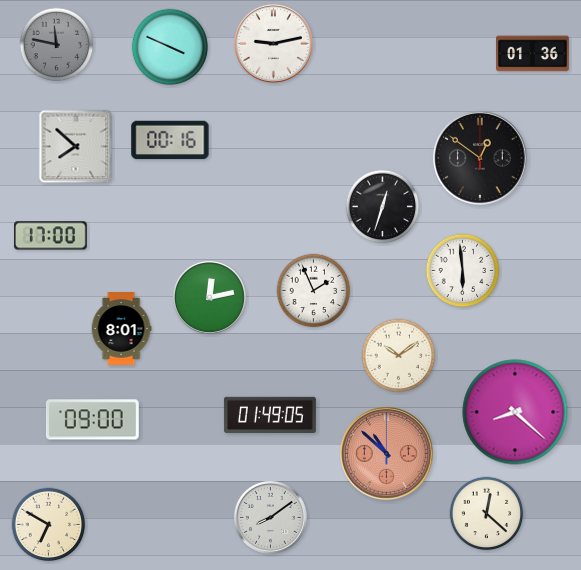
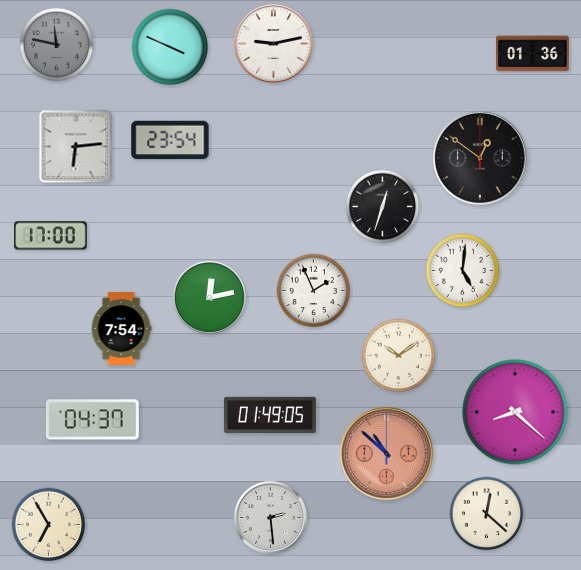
clock at (170, 140): 00:16 -> 23:54
clock at (76, 147): 7:52 -> 6:14
clock at (463, 271): 5:59 -> 5:01
clock at (121, 329): 8:01 -> 7:54
clock at (92, 420): 09:00 -> 04:37
clock at (270, 517): 8:09 -> 2:29
clock at (49, 525): 6:50 -> 6:55
